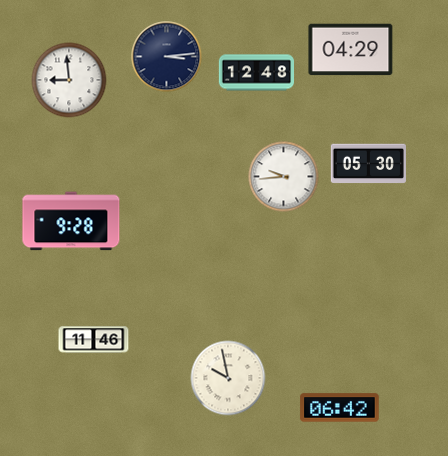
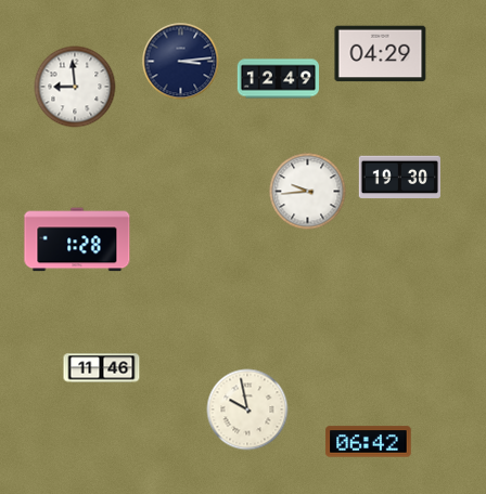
clock at (256, 73): 12:48 -> 12:49
clock at (368, 164): 05:30 -> 19:30
clock at (71, 221): 9:28 -> 1:28
